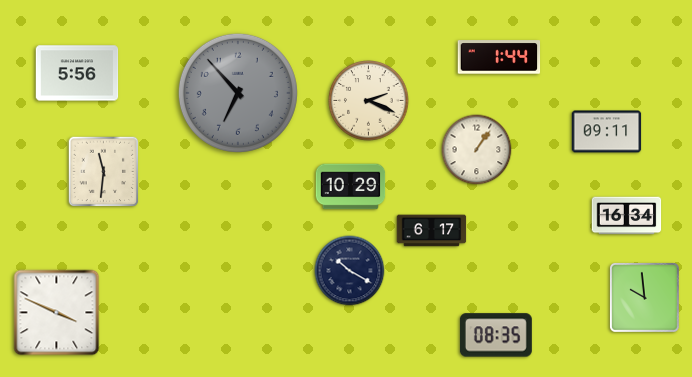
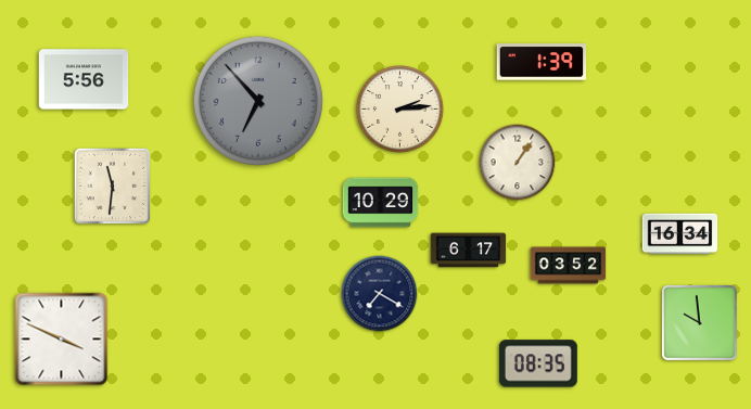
clock at (499, 57): 1:44 -> 1:39
clock at (369, 101): 2:19 -> 2:14
clock at (607, 132): 09:11 -> none
clock at (569, 266): none -> 03:52
clock at (350, 271): 10:20 -> 7:20
